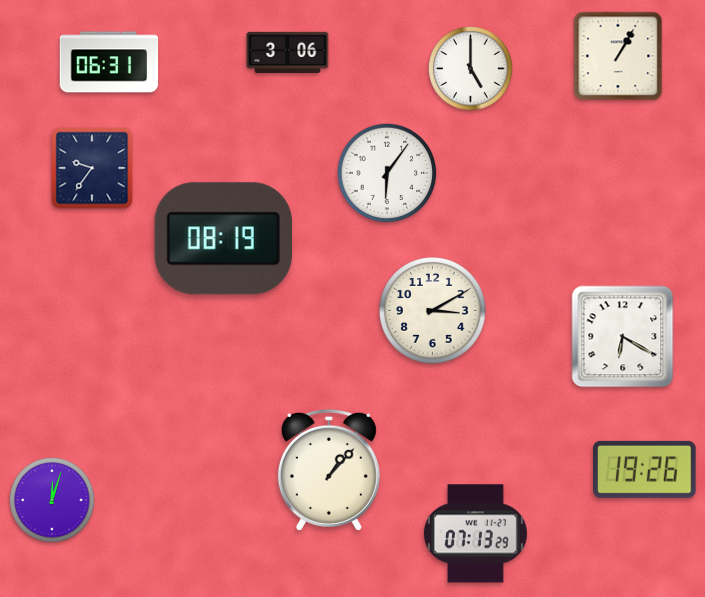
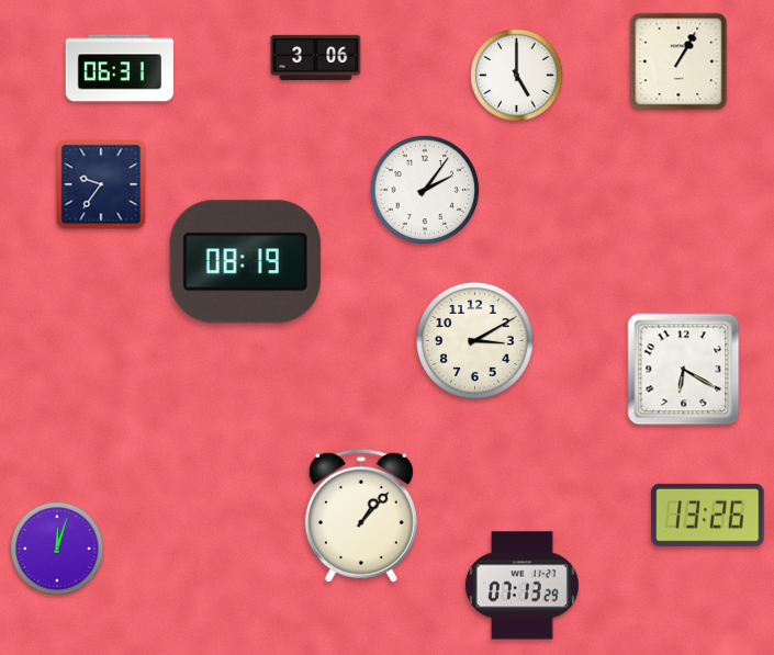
clock at (387, 173): 6:06 -> 2:06
clock at (645, 469): 19:26 -> 13:26
